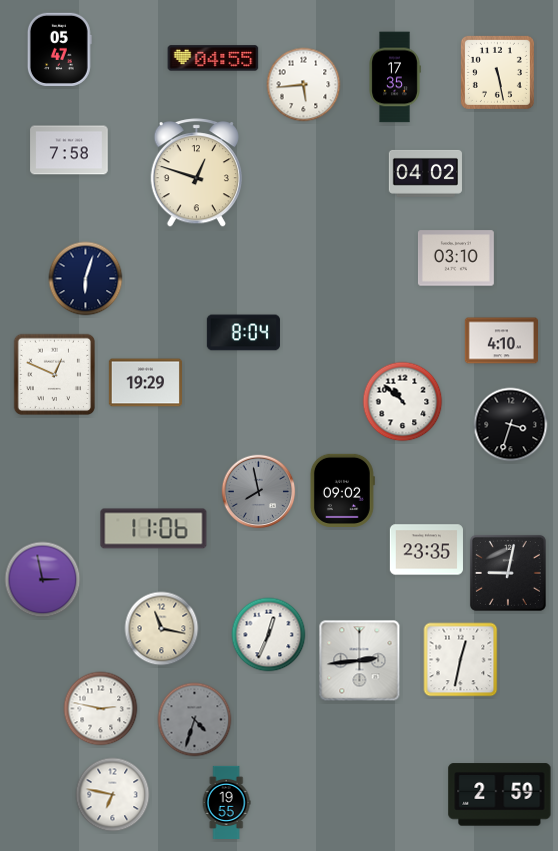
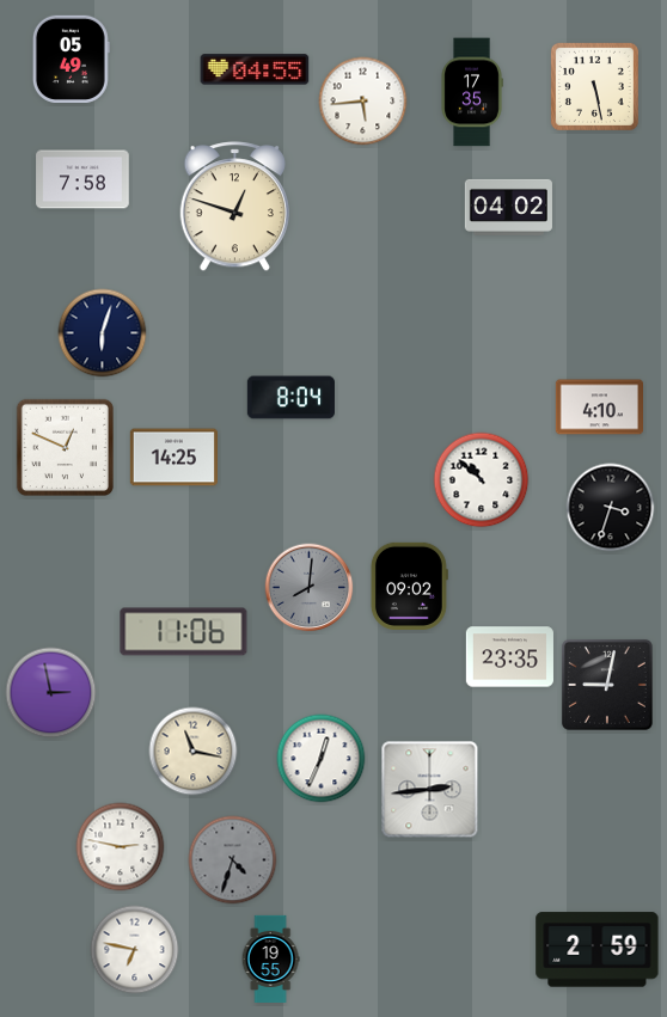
clock at (59, 49): 05:47 -> 05:49
clock at (456, 258): 03:10 -> none
clock at (145, 383): 19:29 -> 14:25
clock at (259, 492): 7:58 -> 8:01
clock at (461, 660): 12:32 -> none
